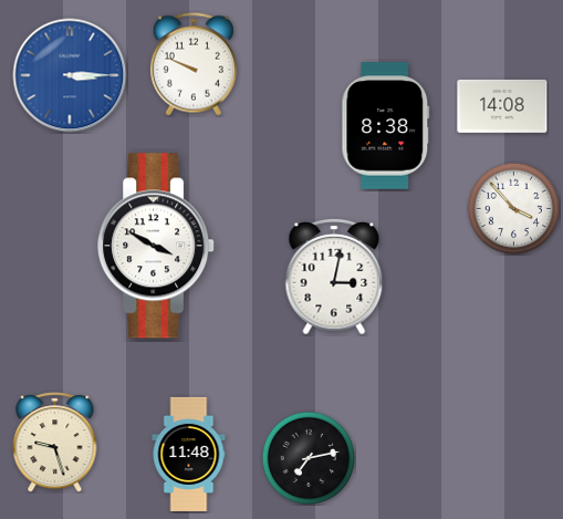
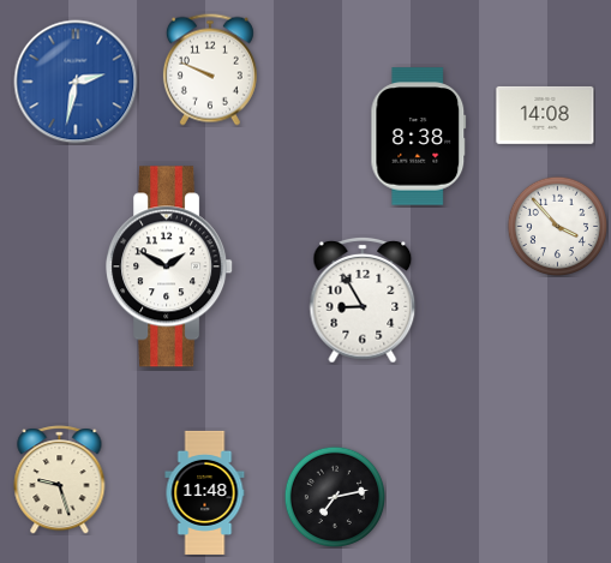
clock at (70, 75): 3:15 -> 2:32
clock at (157, 246): 3:50 -> 1:50
clock at (334, 277): 3:02 -> 8:55
